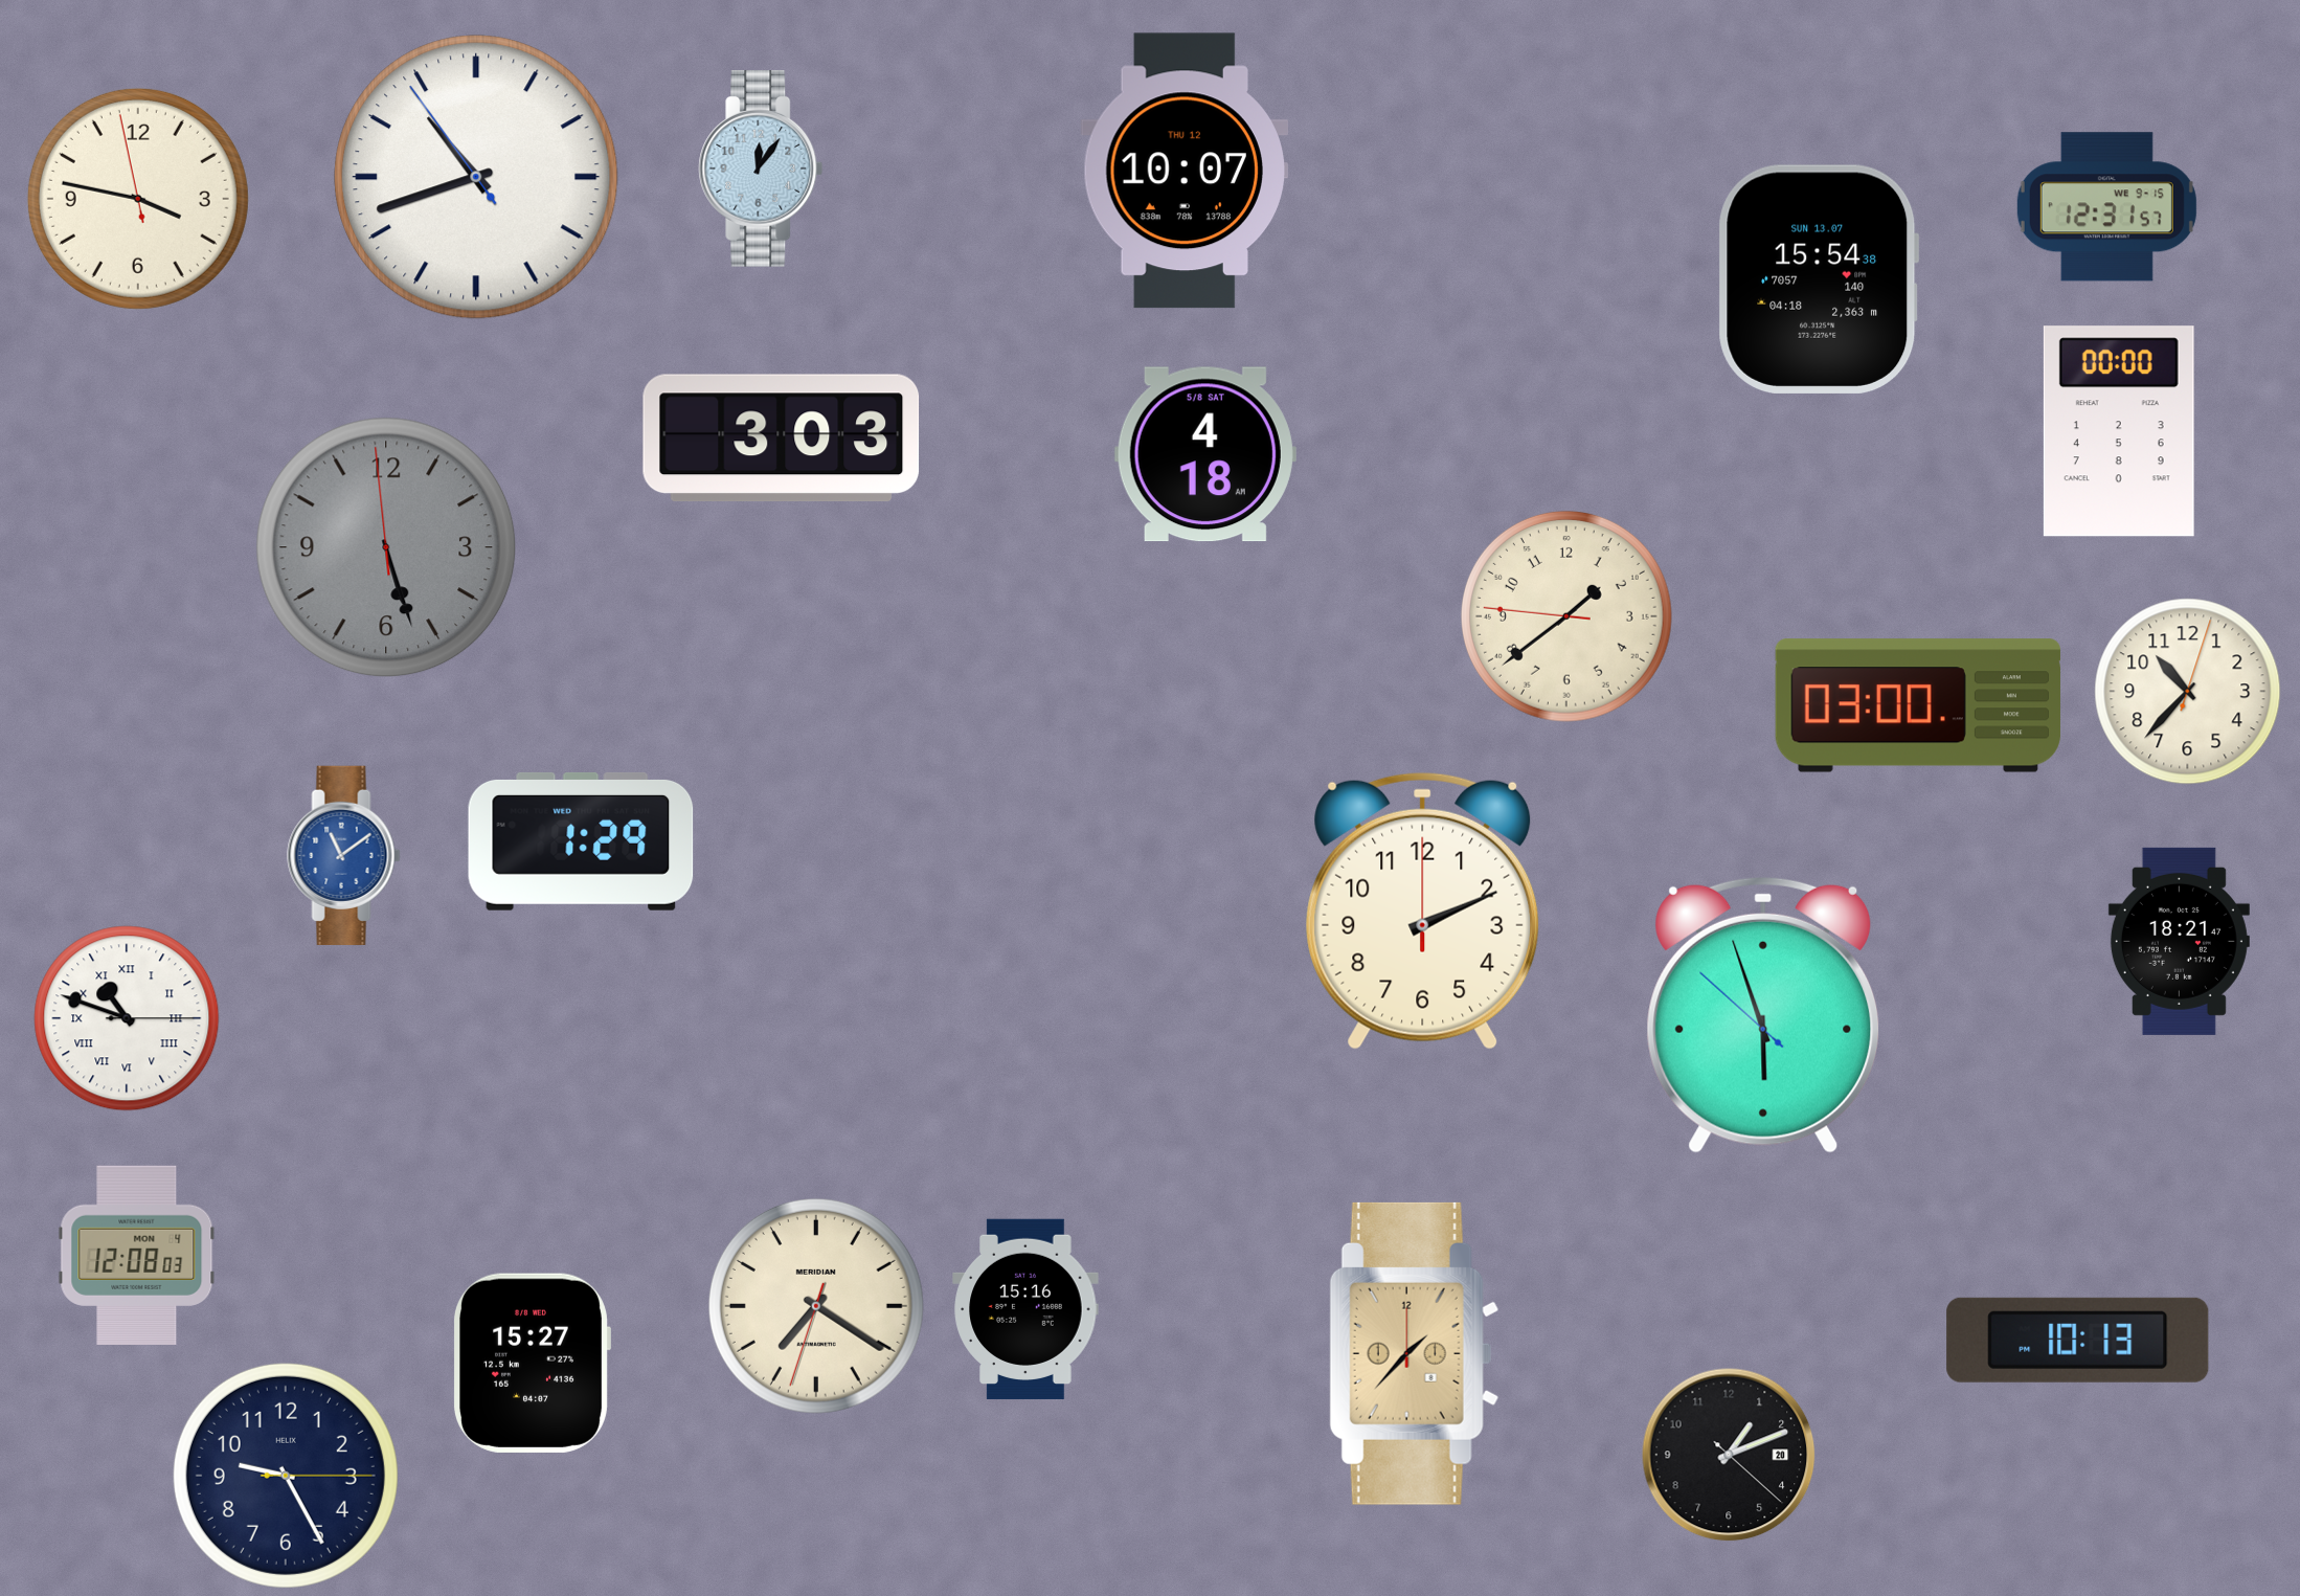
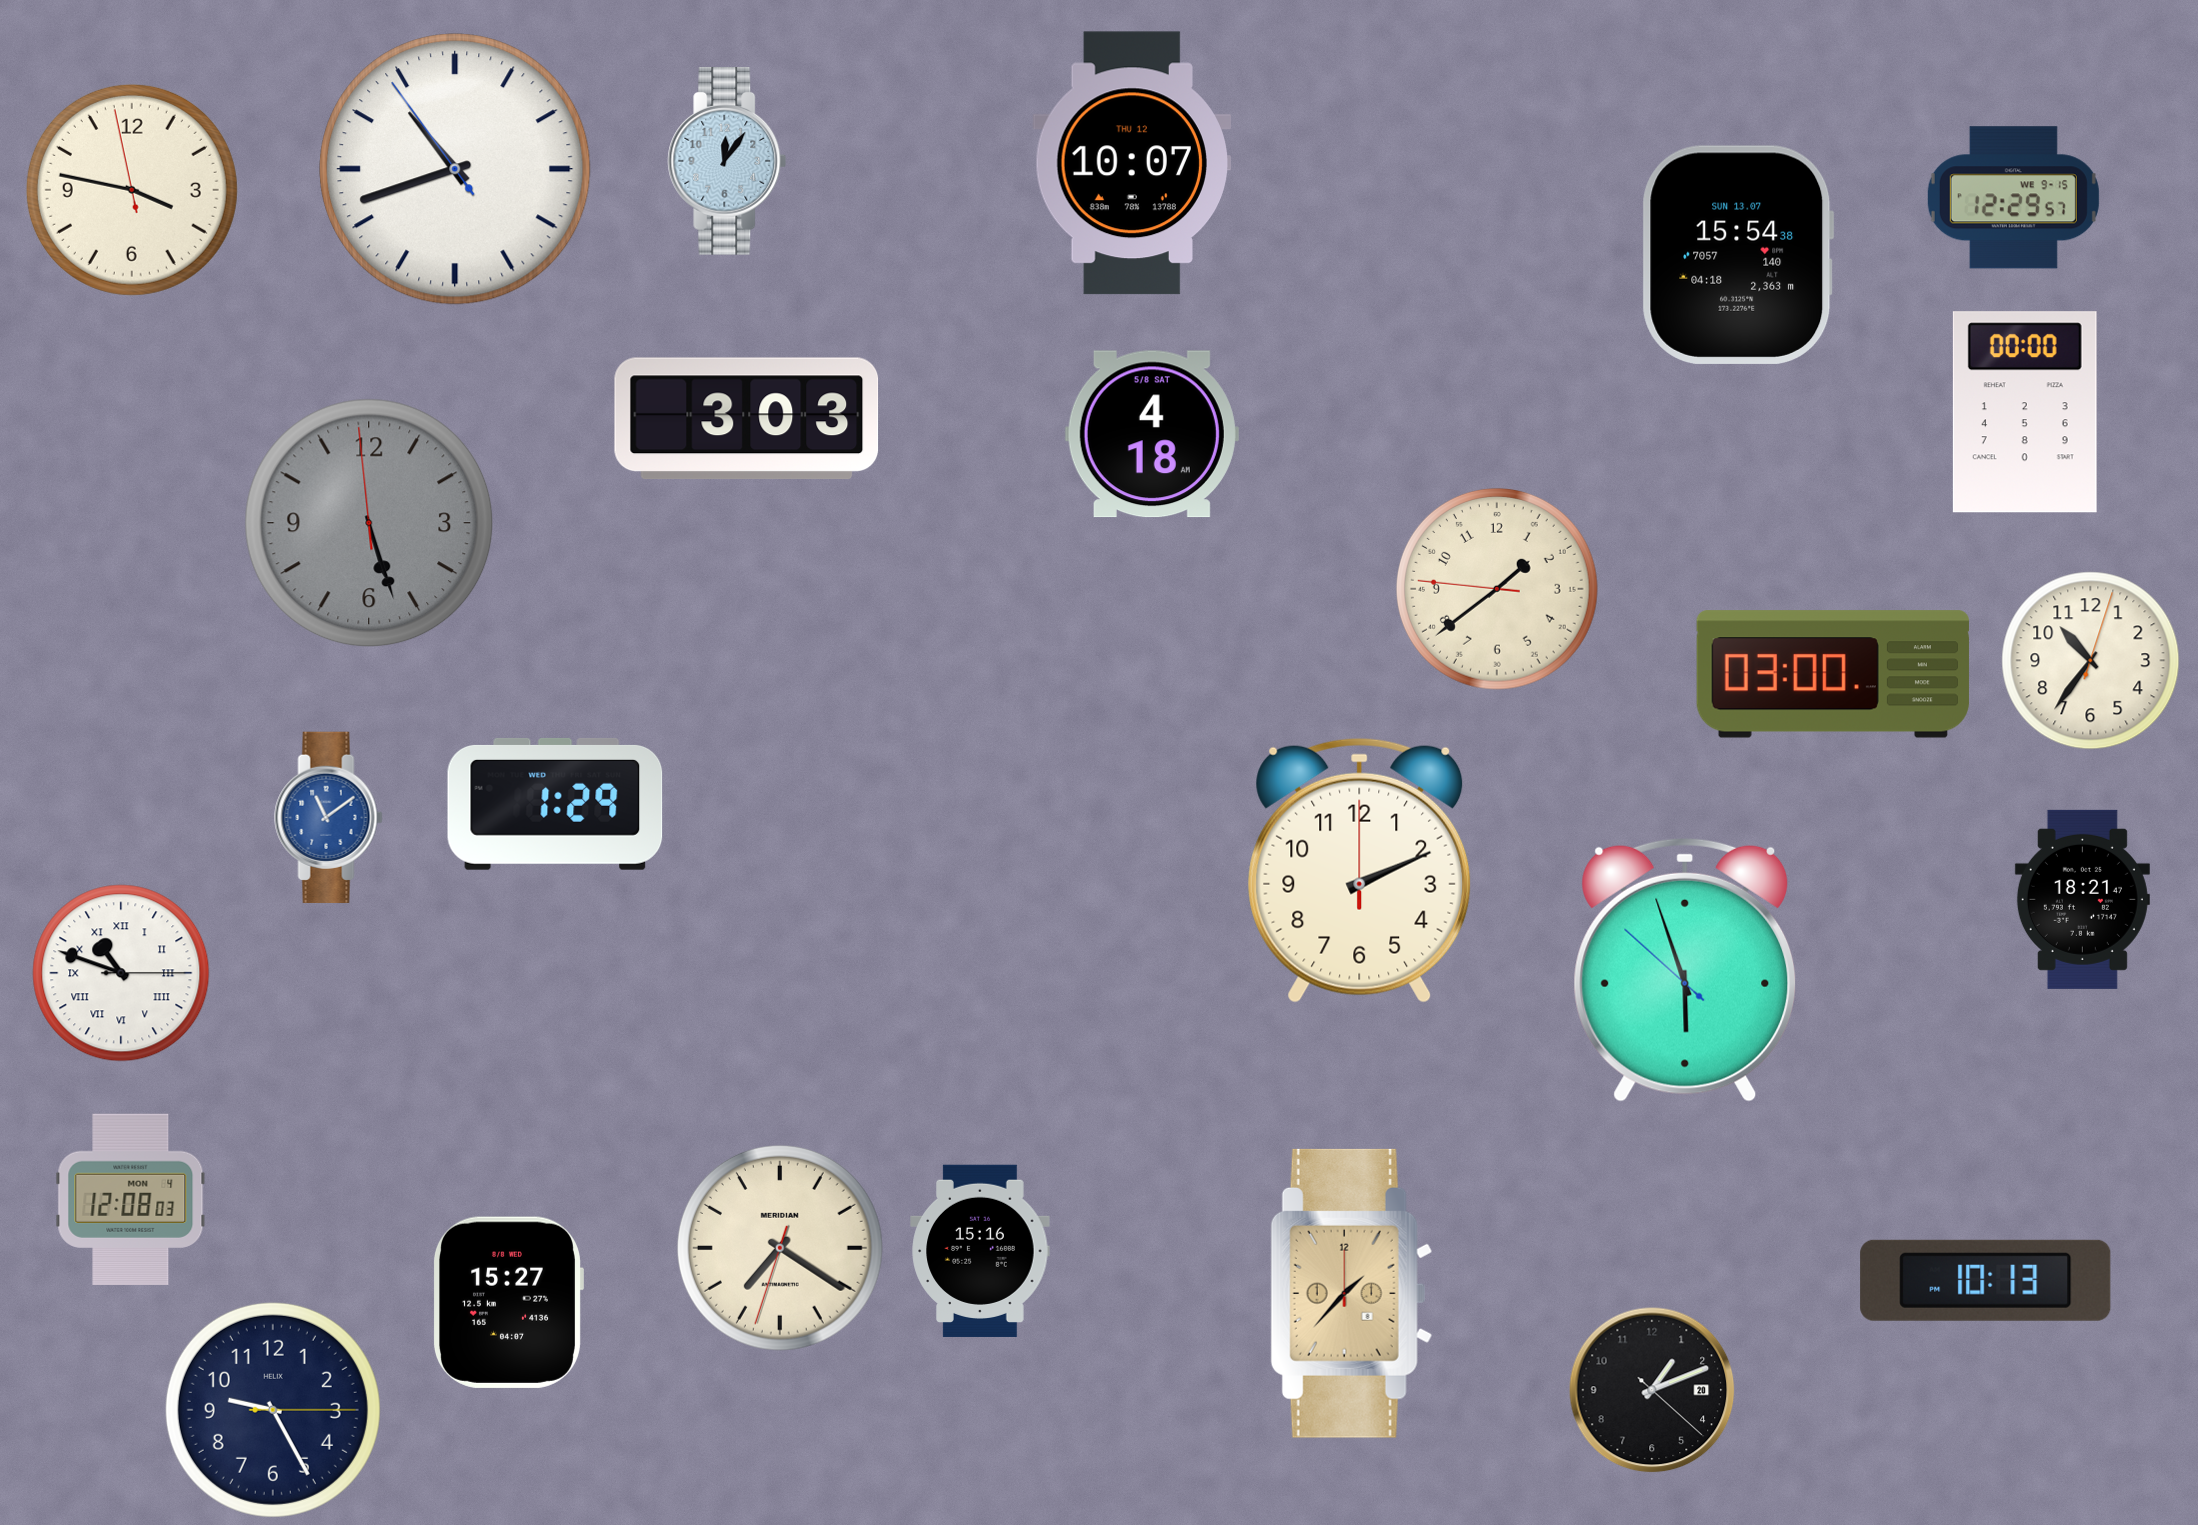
clock at (2106, 207): 12:31 -> 12:29
clock at (1819, 279) position: (1819, 279) -> (1738, 255)
clock at (2188, 692): 10:37 -> 10:36
